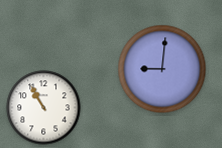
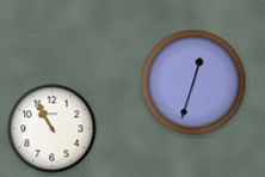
clock at (162, 69): 9:01 -> 12:33
